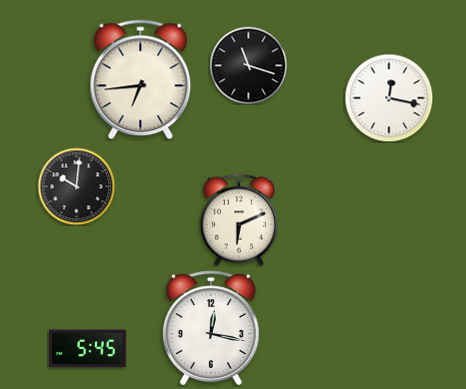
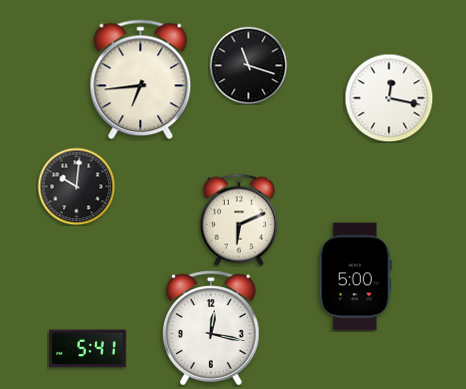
clock at (355, 277): none -> 5:00
clock at (88, 349): 5:45 -> 5:41
